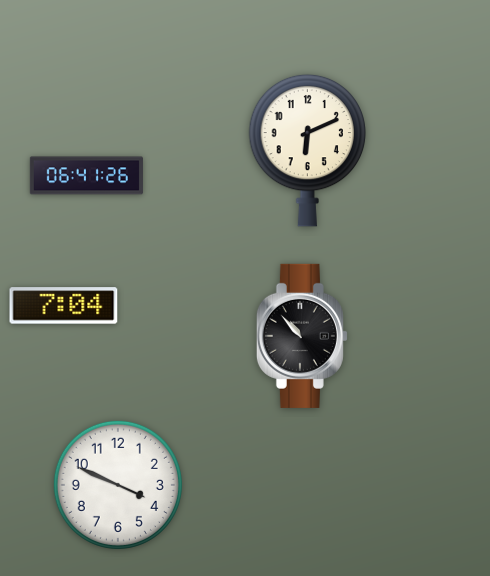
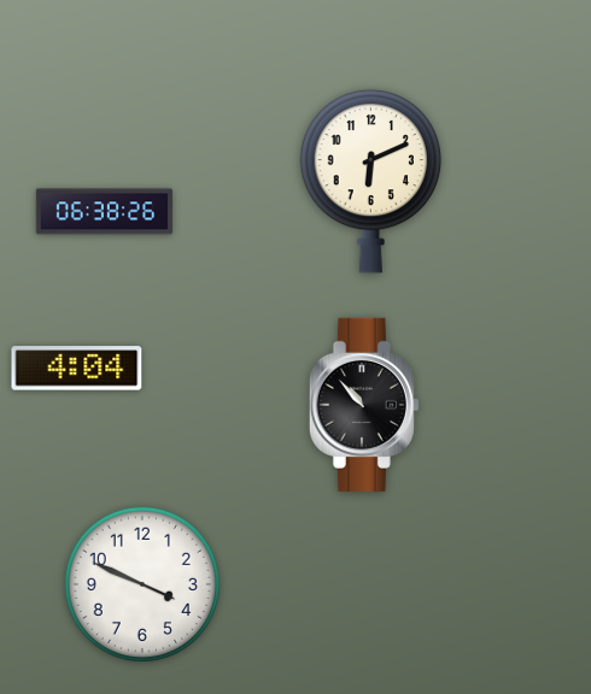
clock at (86, 176): 06:41 -> 06:38
clock at (64, 306): 7:04 -> 4:04
